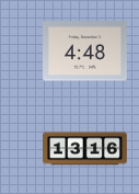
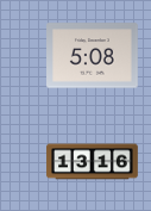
clock at (85, 52): 4:48 -> 5:08
